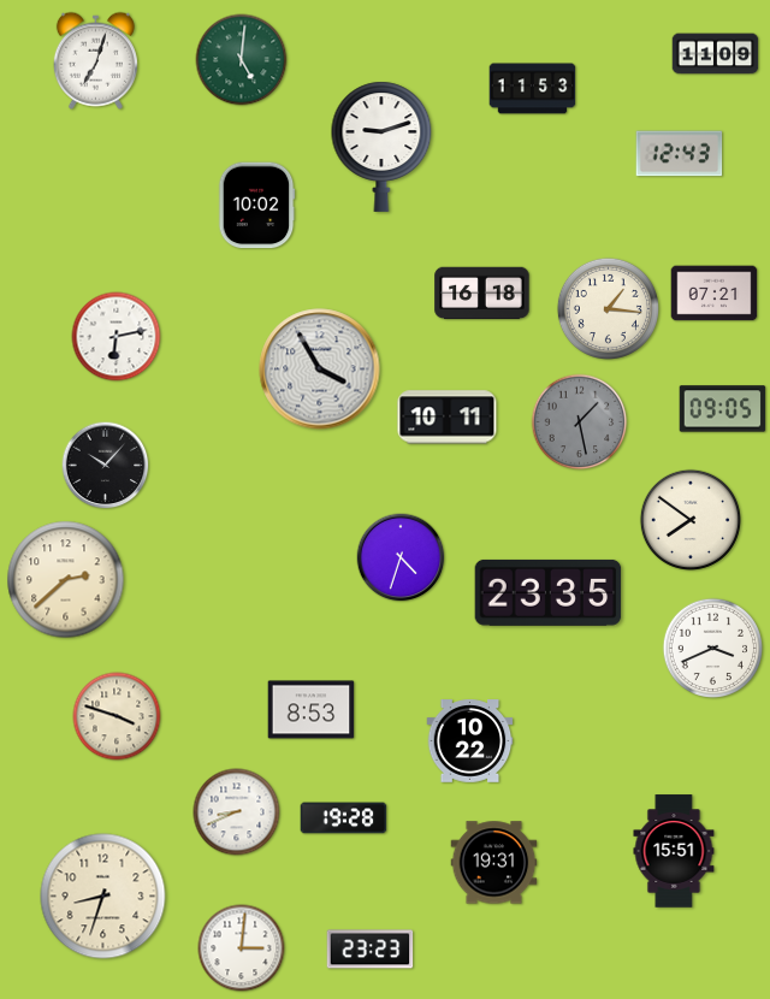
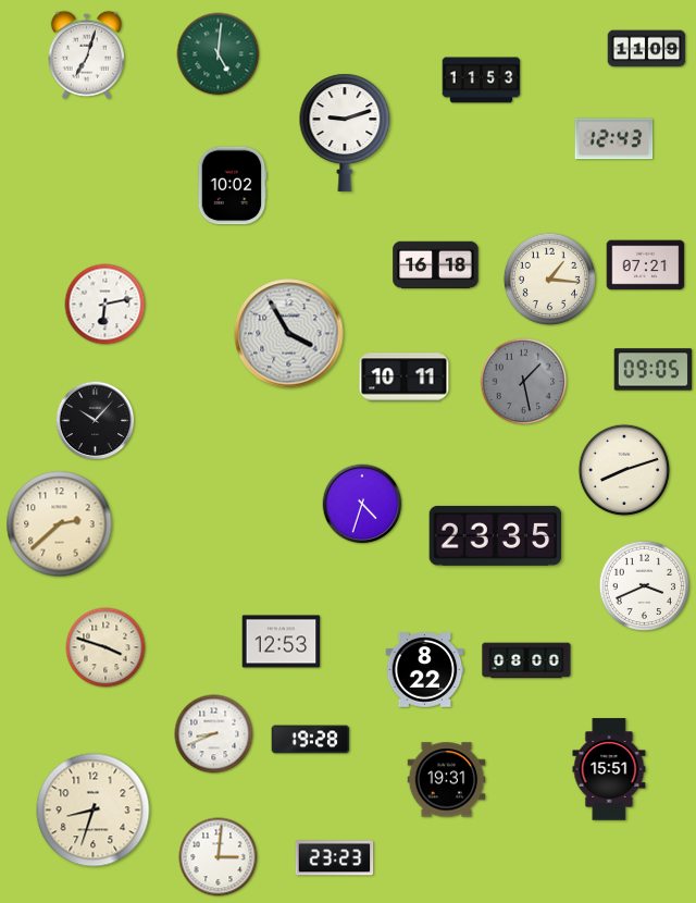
clock at (689, 519): 7:51 -> 8:12
clock at (312, 710): 8:53 -> 12:53
clock at (526, 660): none -> 08:00
clock at (470, 741): 10:22 -> 8:22
